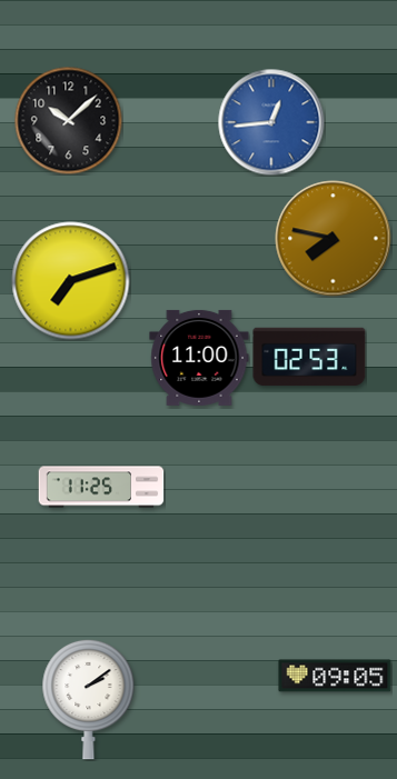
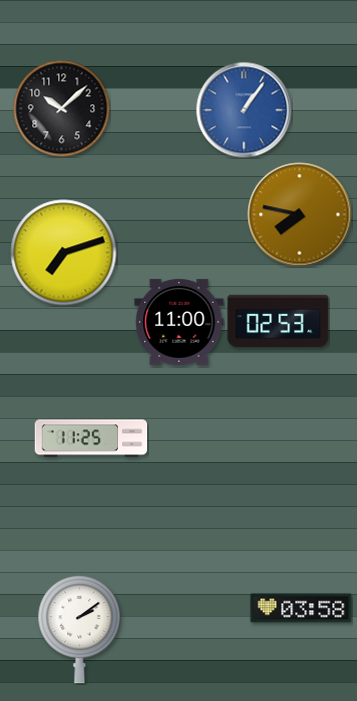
clock at (271, 122): 12:44 -> 1:06
clock at (335, 676): 09:05 -> 03:58
